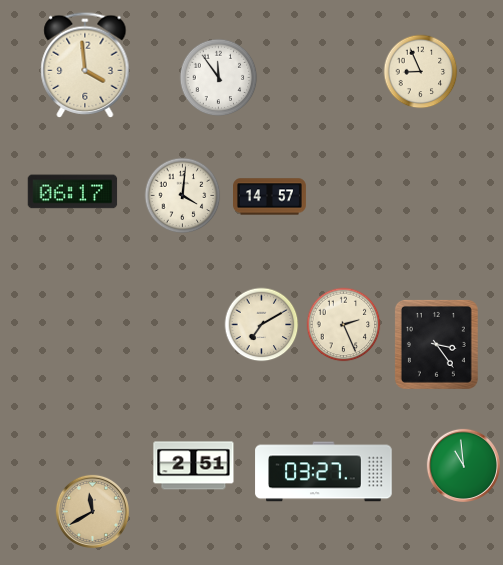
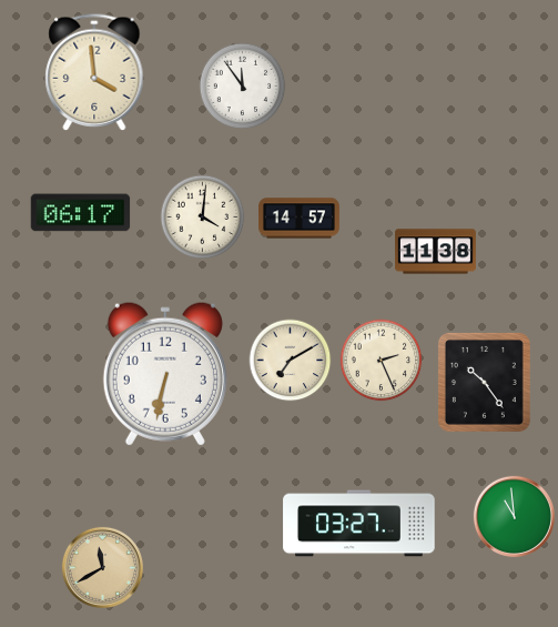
clock at (421, 72): 8:56 -> none
clock at (436, 252): none -> 11:38
clock at (165, 374): none -> 6:32
clock at (436, 344): 3:24 -> 10:24
clock at (194, 466): 2:51 -> none
